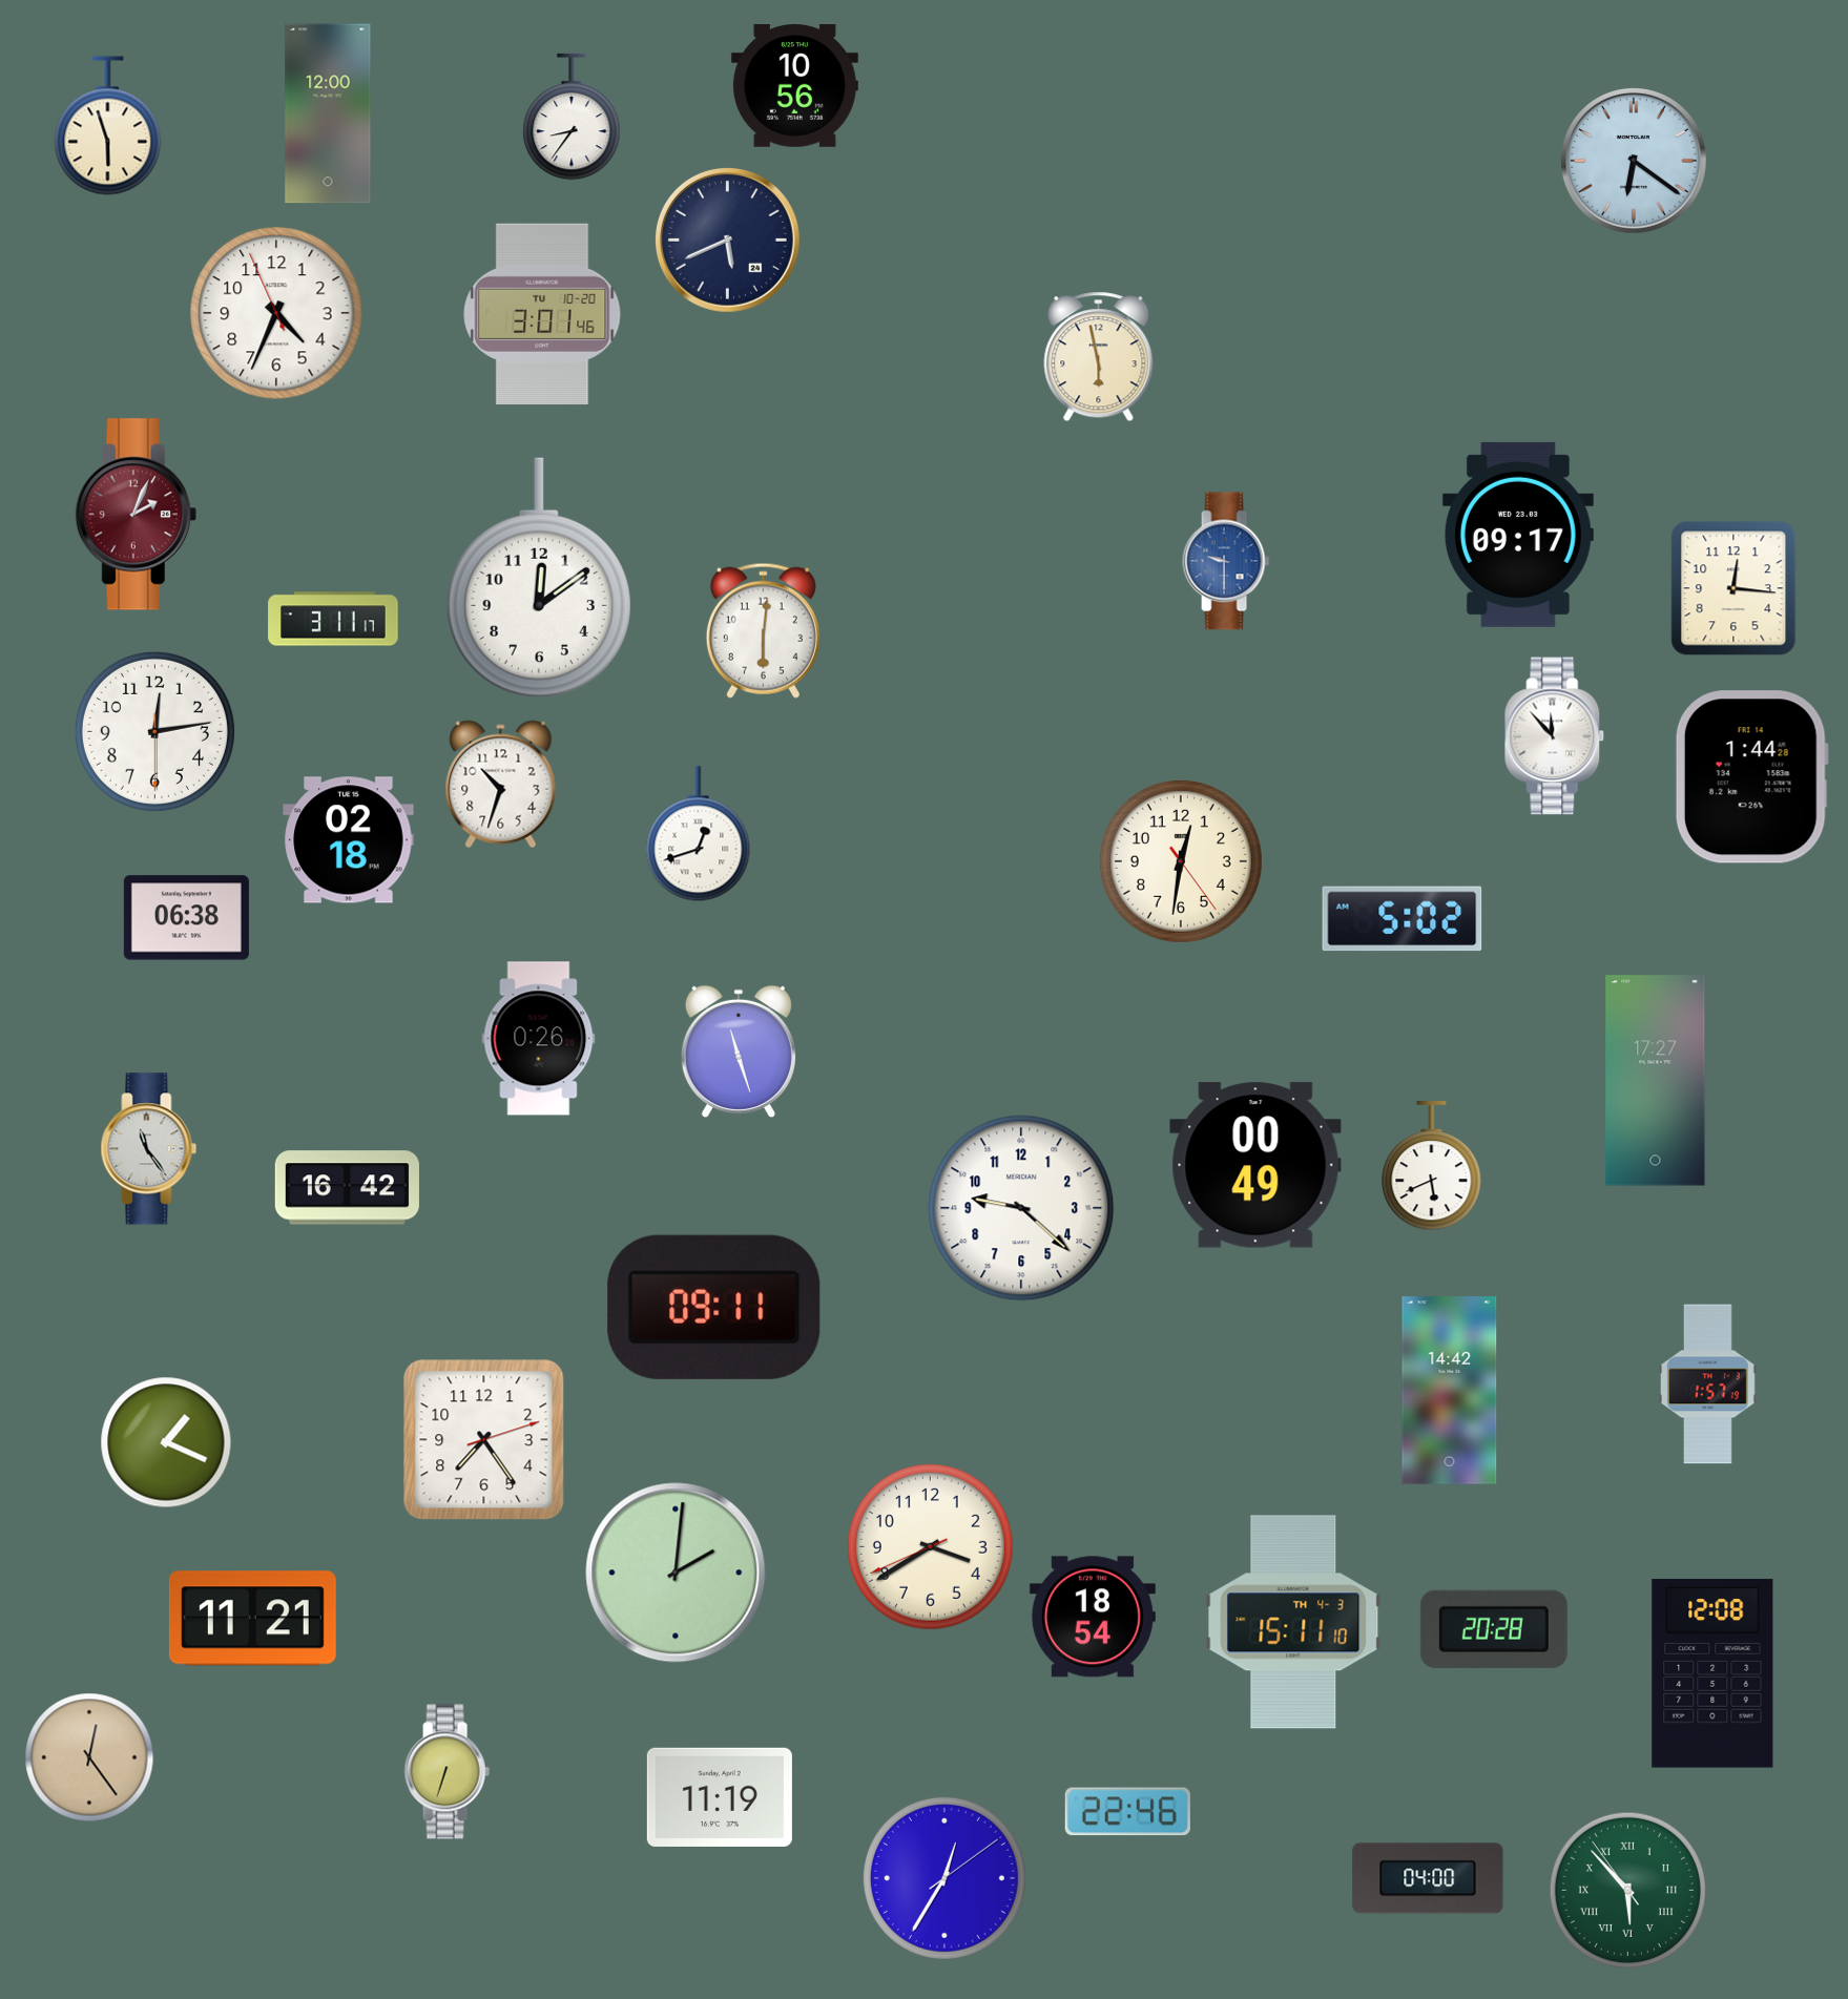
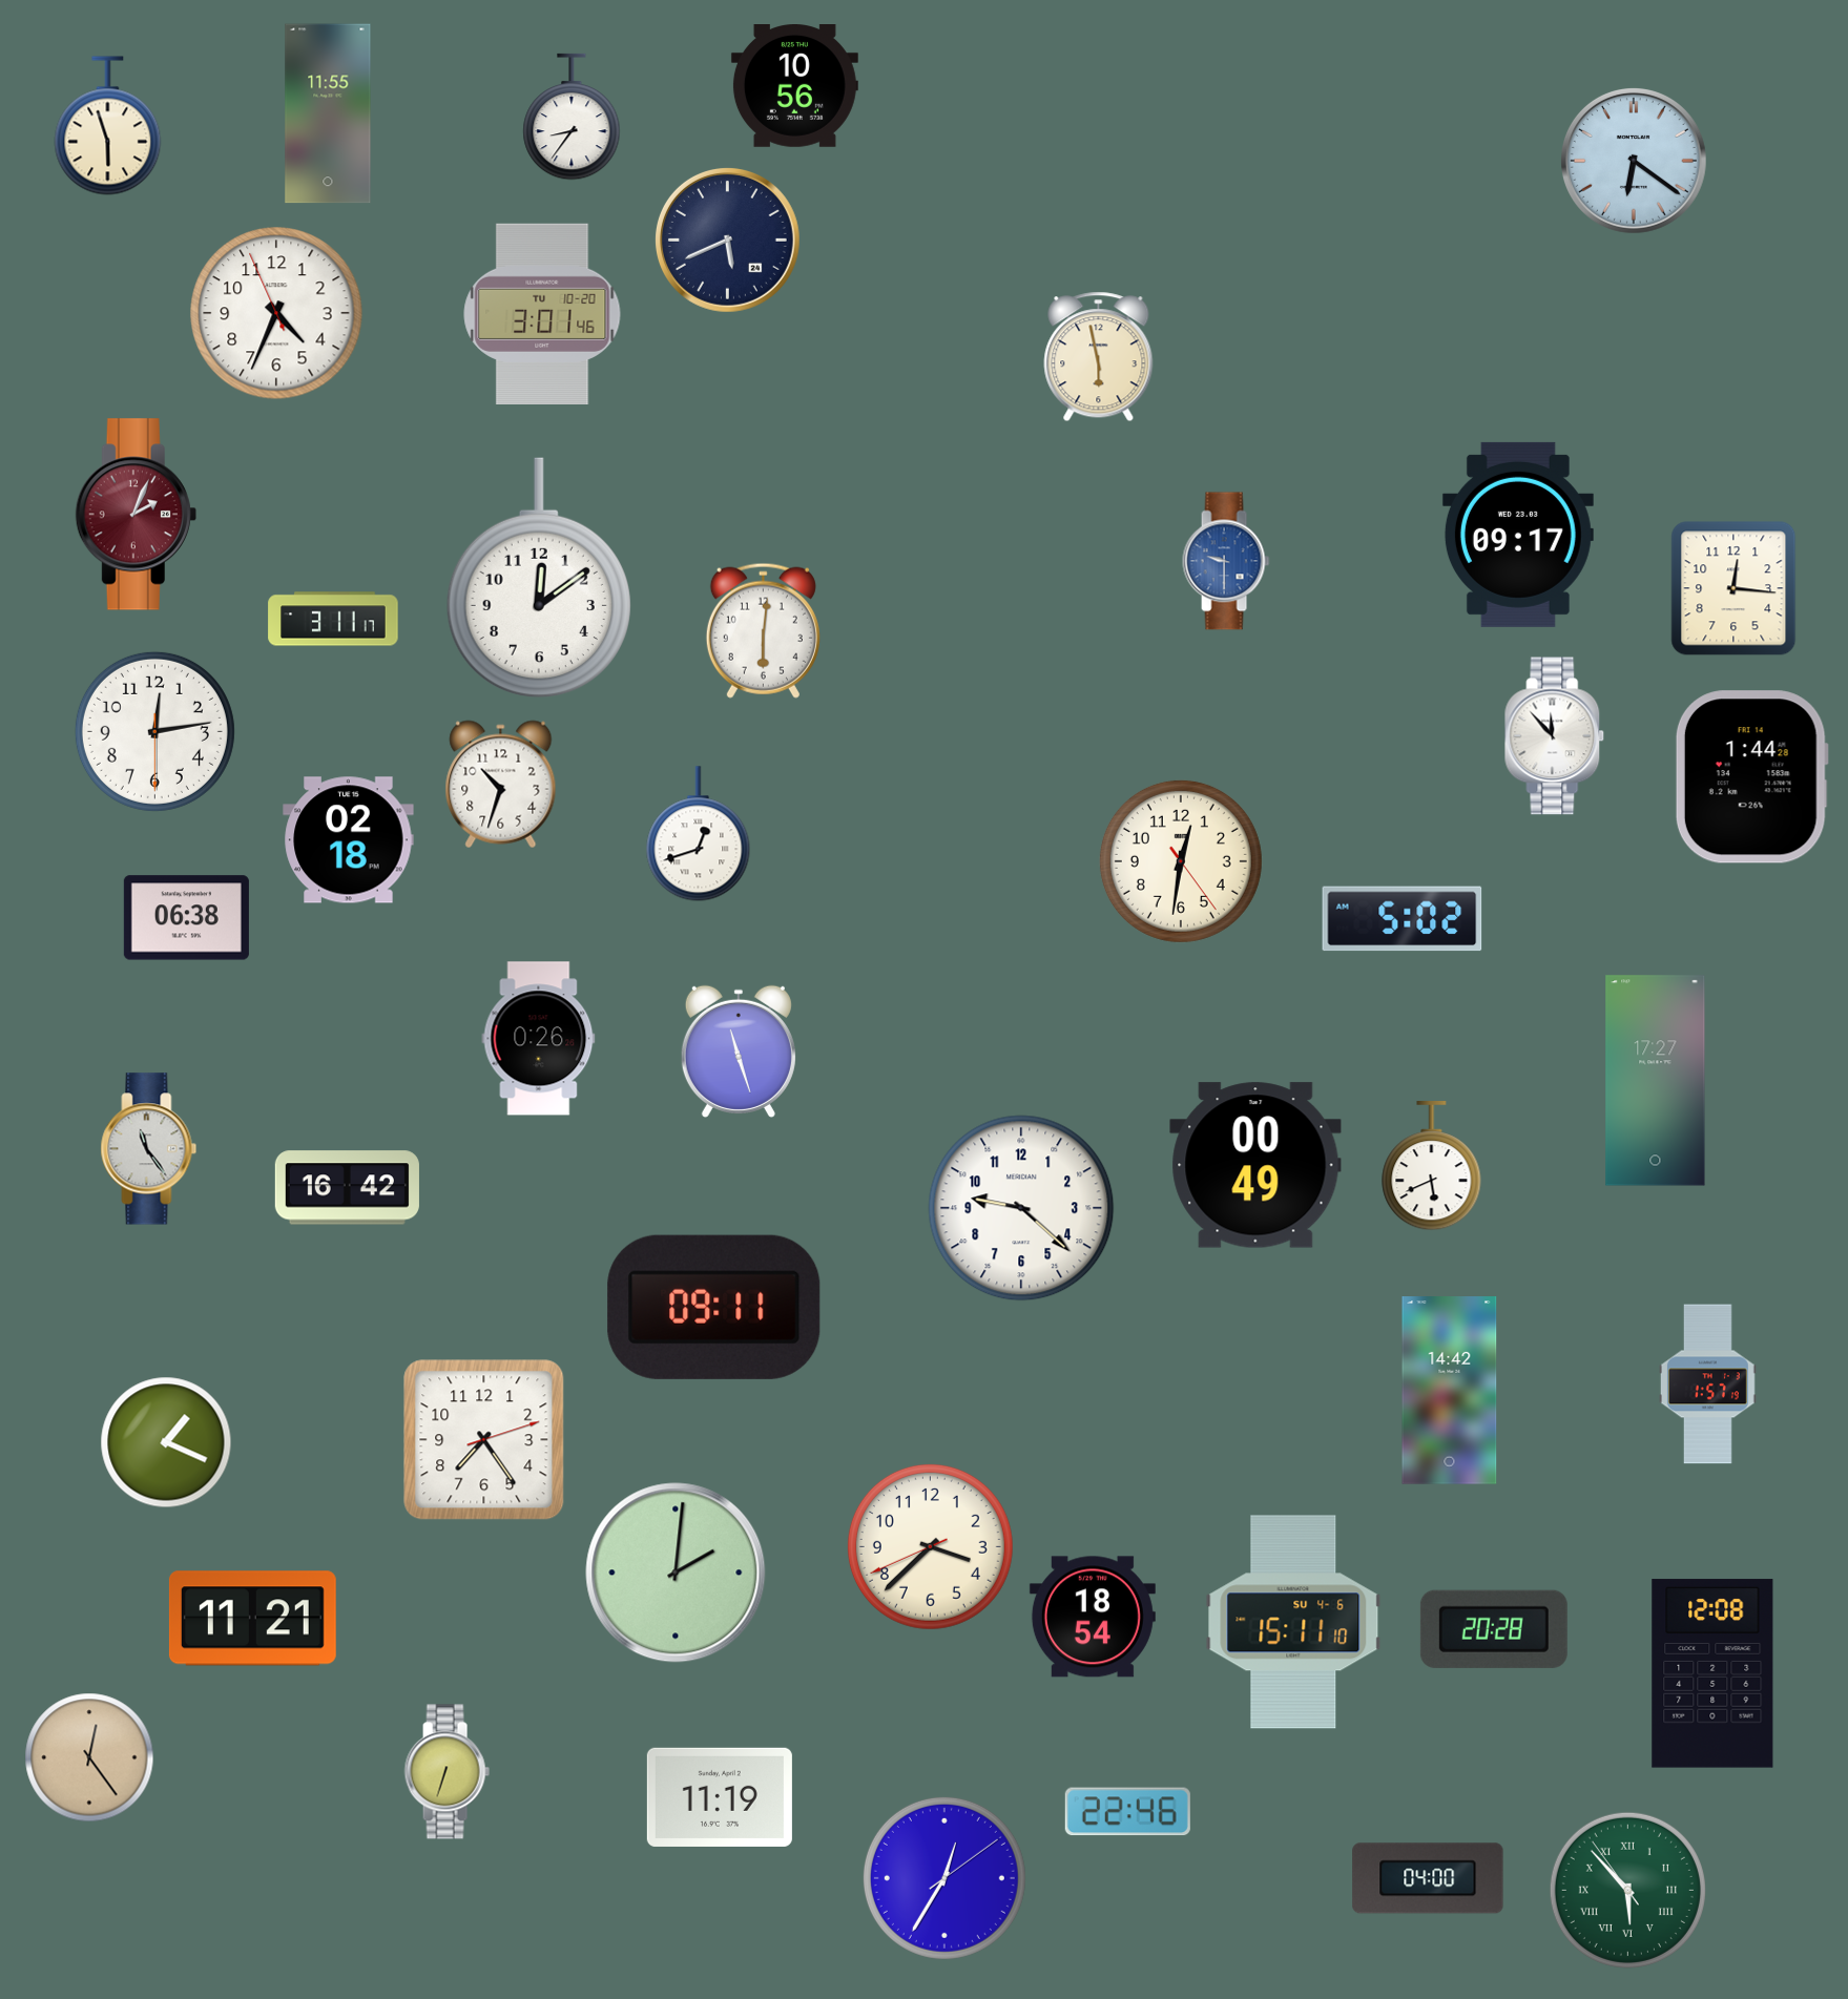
clock at (328, 113): 12:00 -> 11:55
clock at (930, 1546): 3:39 -> 3:37
clock at (1293, 1622) date: TH 4-3 -> SU 4-6
